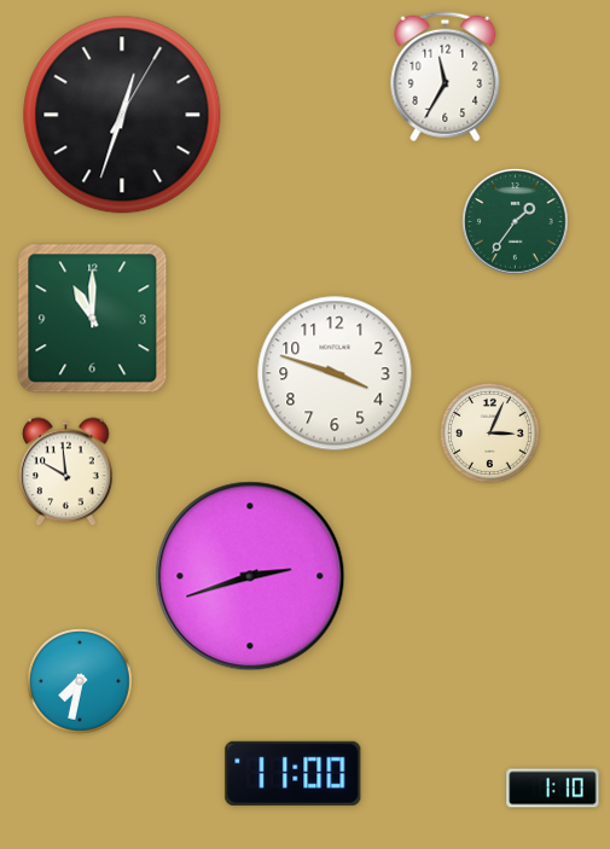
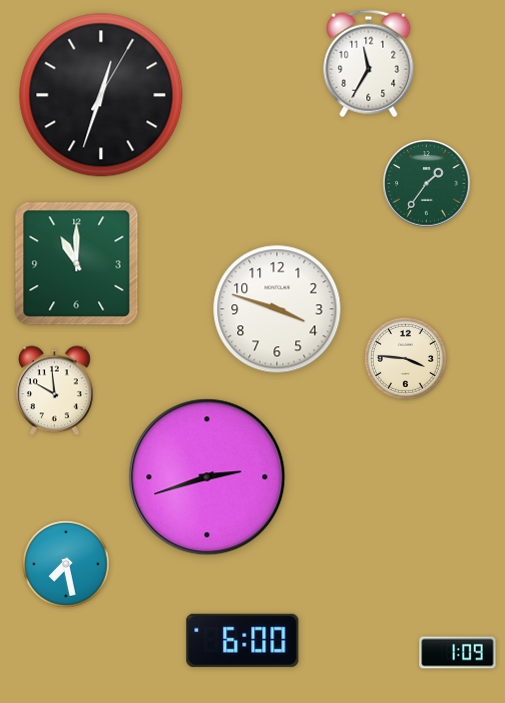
clock at (489, 432): 3:04 -> 3:46
clock at (80, 681): 7:32 -> 7:28
clock at (294, 773): 11:00 -> 6:00
clock at (553, 789): 1:10 -> 1:09
